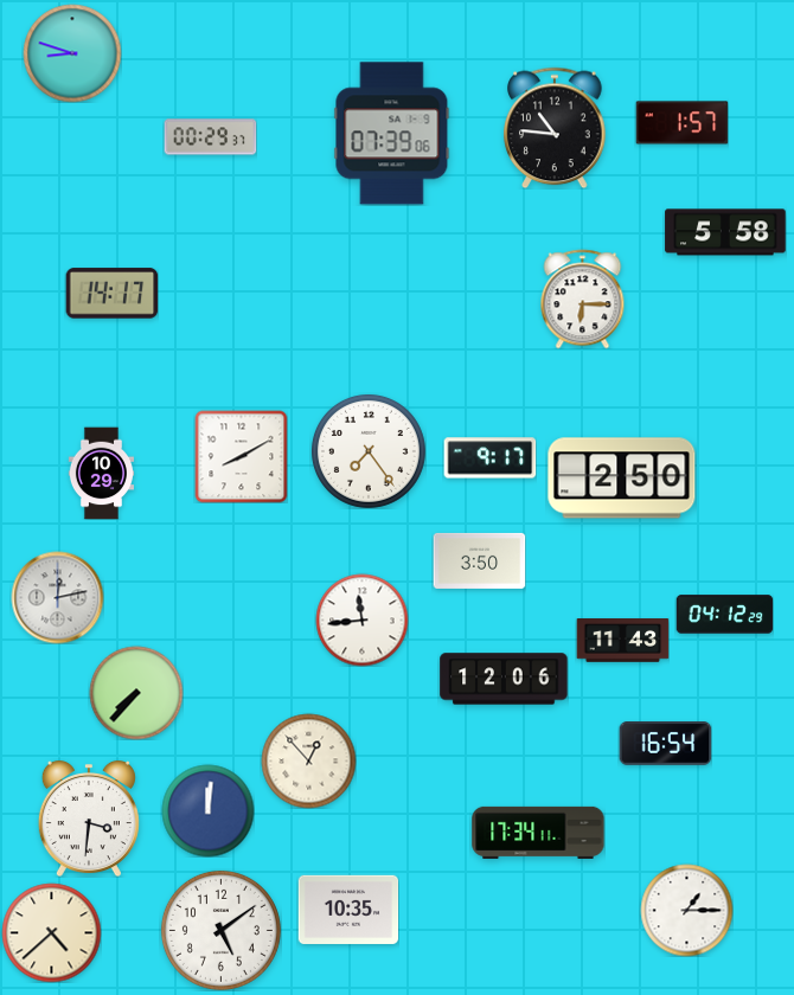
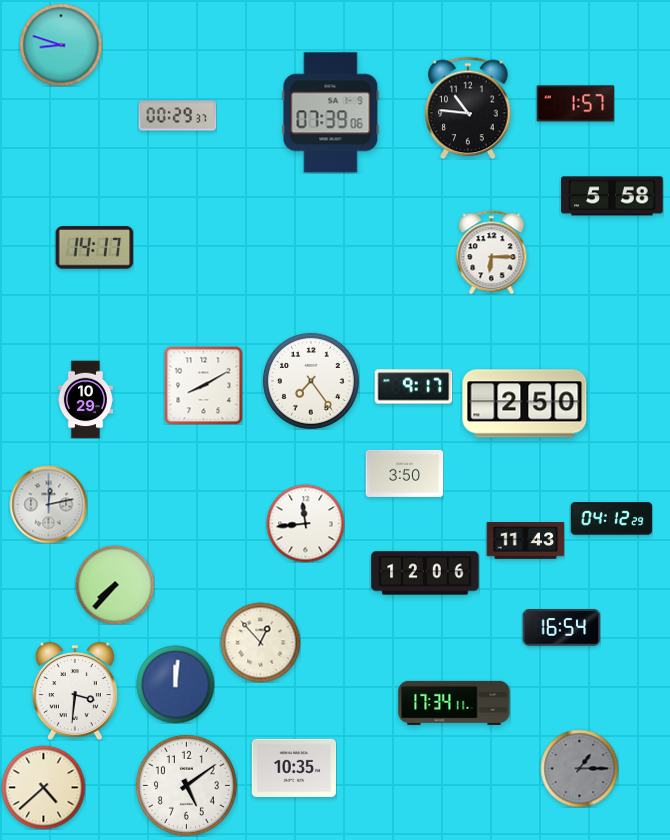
clock at (686, 910) dial: white -> grey
